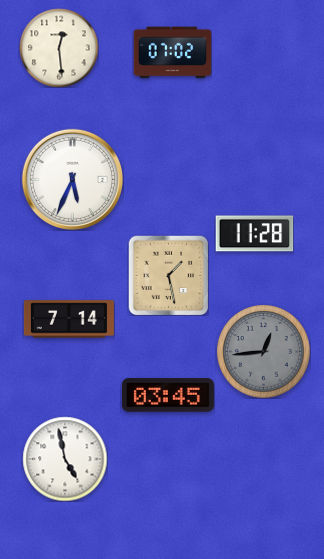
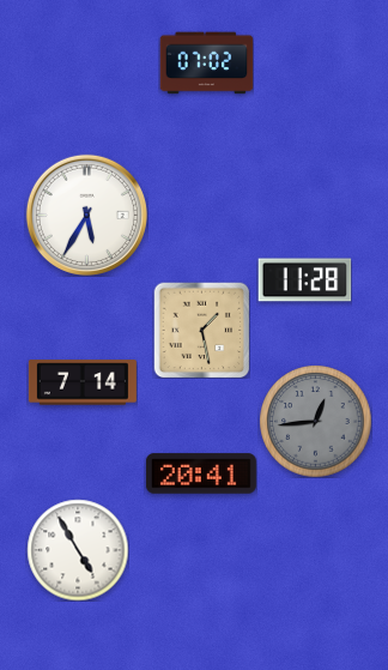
clock at (59, 48): 12:29 -> none
clock at (72, 179): 5:34 -> 5:35
clock at (168, 395): 03:45 -> 20:41
clock at (65, 459): 4:58 -> 4:55
